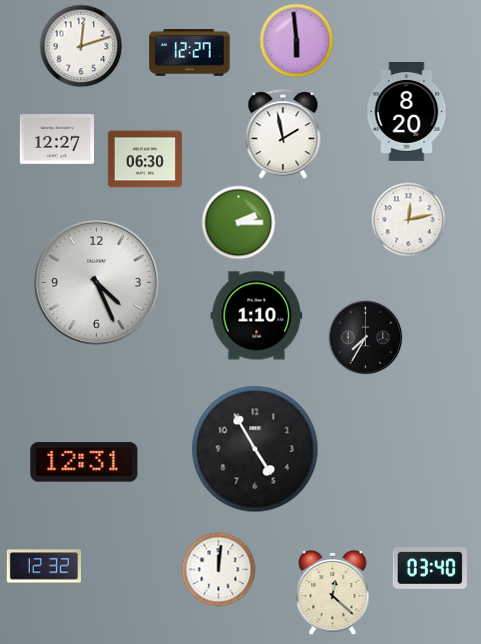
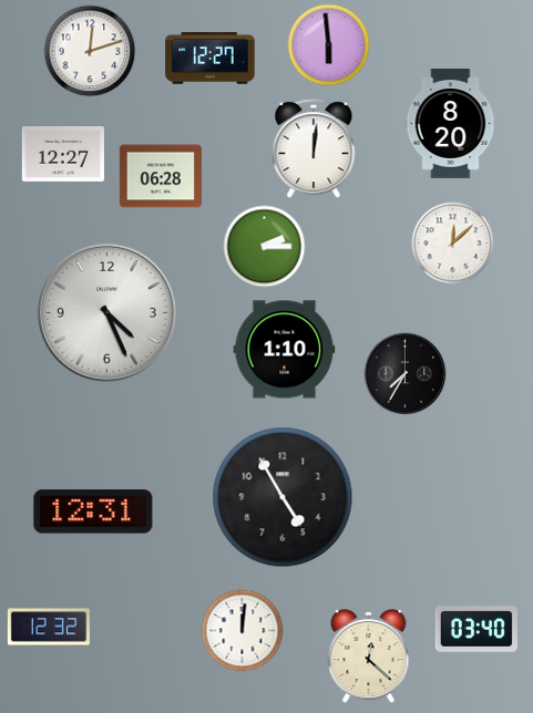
clock at (283, 135): 1:58 -> 12:01
clock at (145, 159): 06:30 -> 06:28
clock at (409, 220): 12:13 -> 12:08
